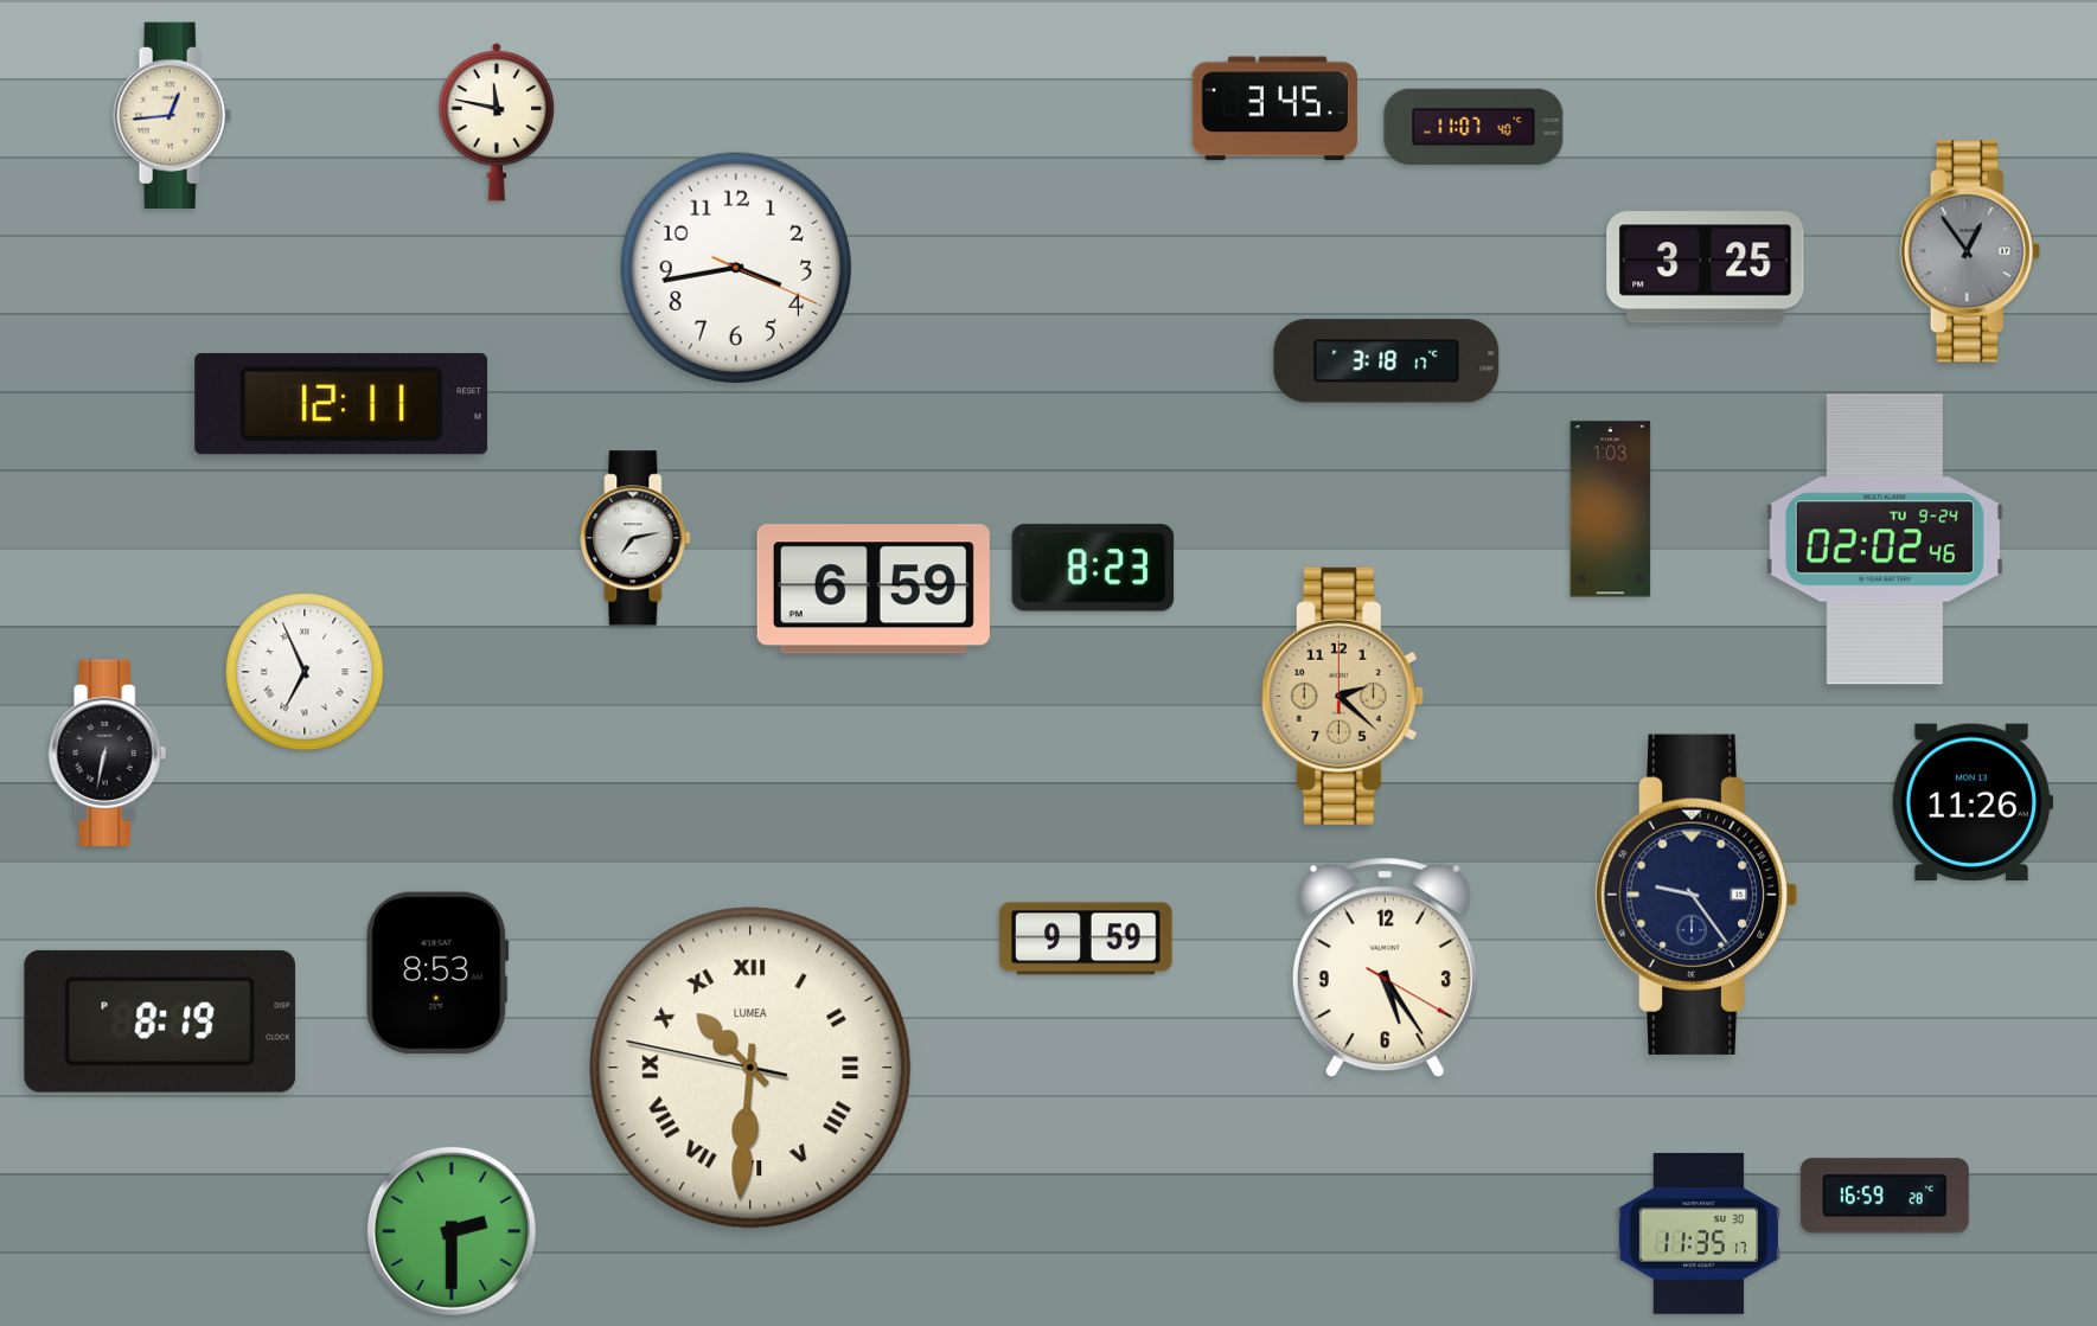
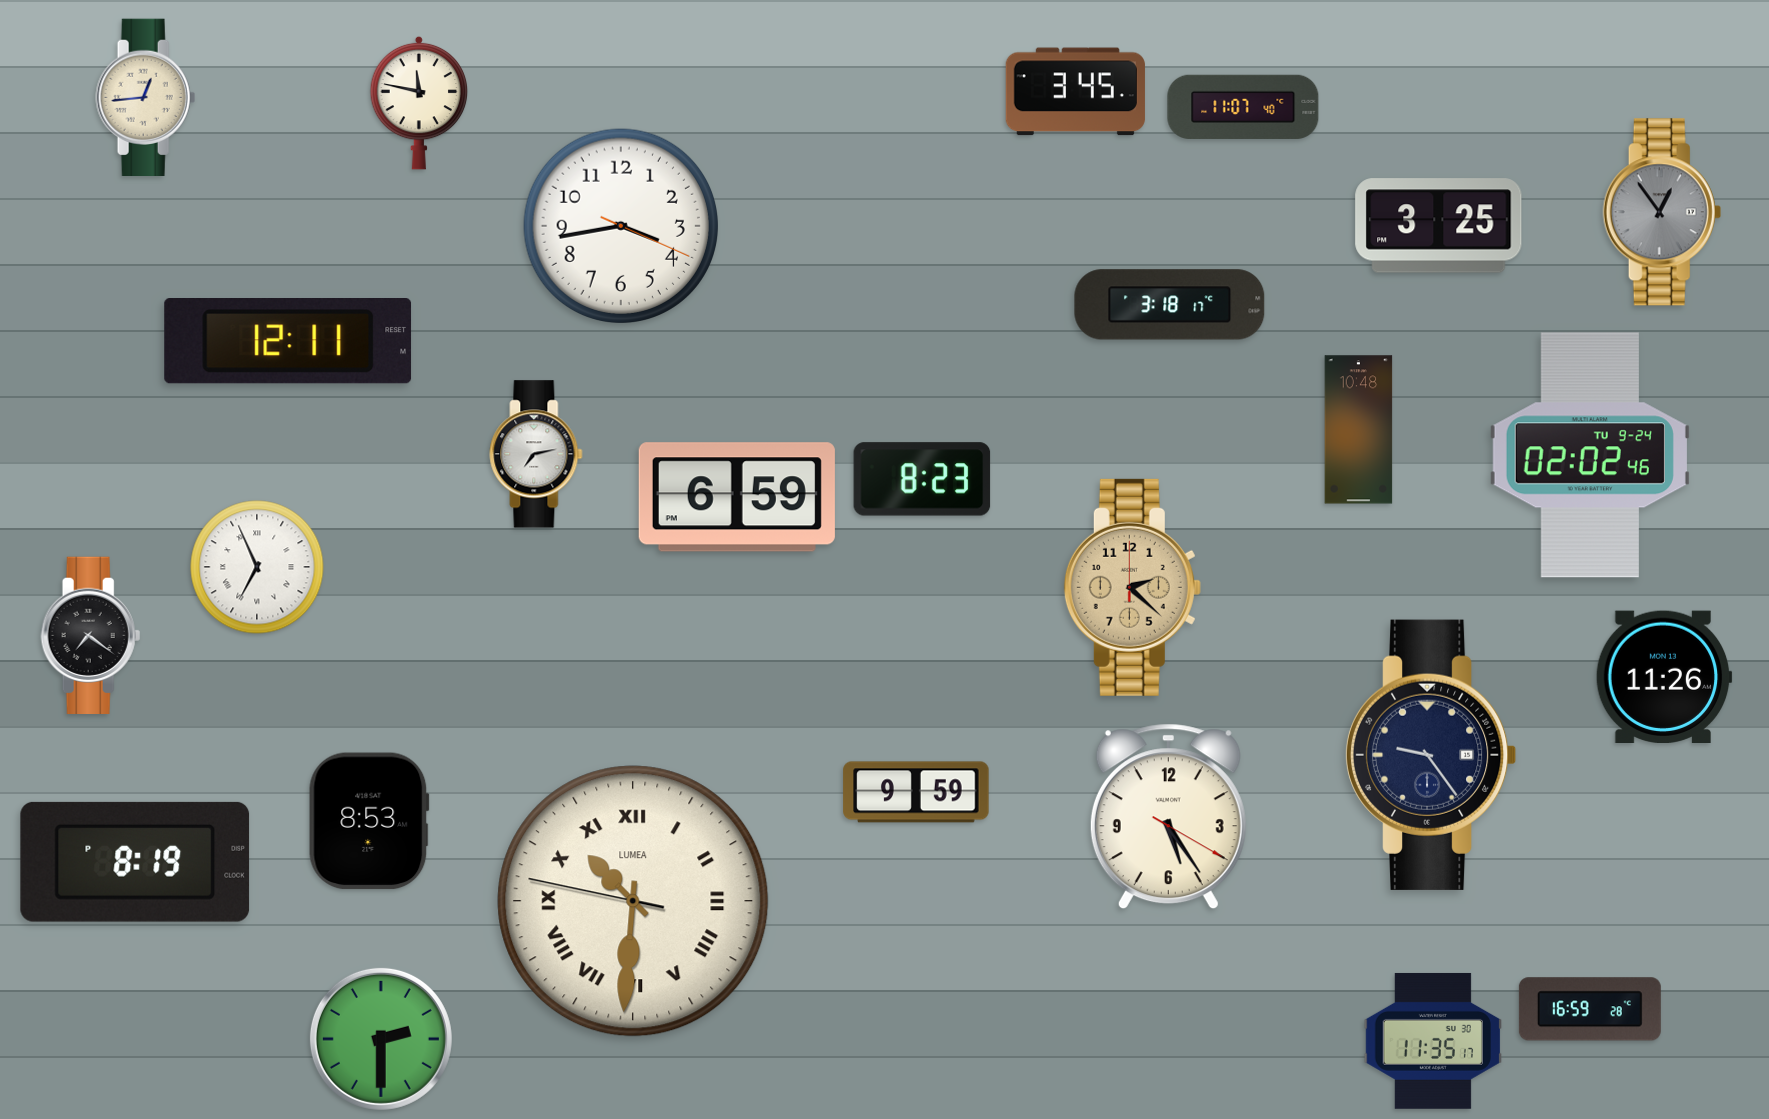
clock at (1611, 510): 1:03 -> 10:48
clock at (108, 752): 6:32 -> 7:21
